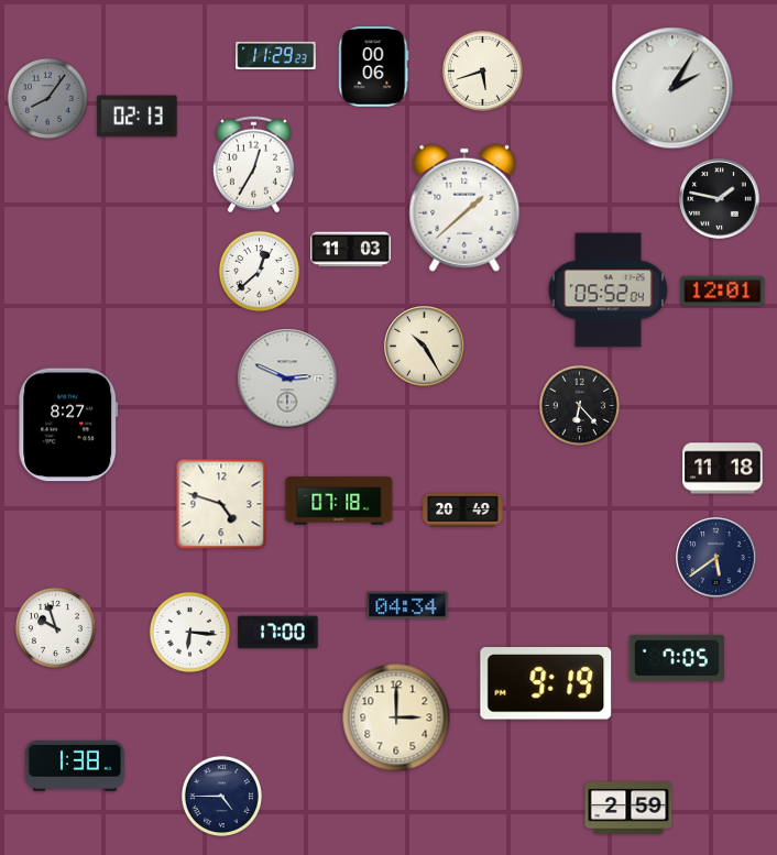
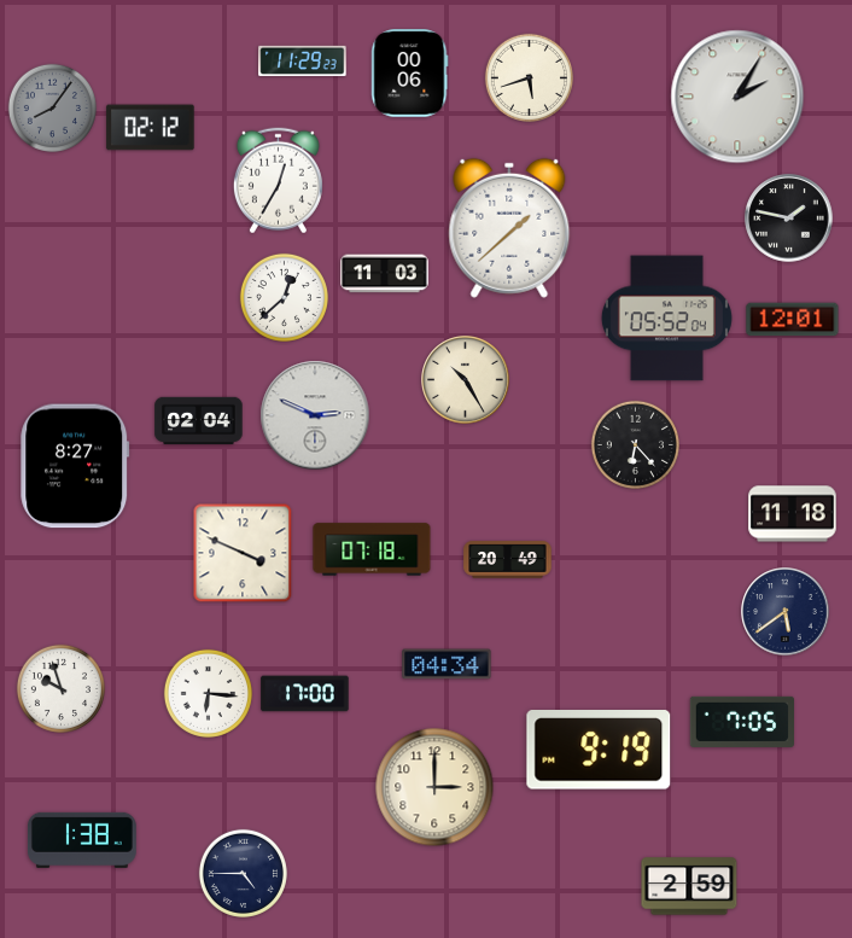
clock at (138, 117): 02:13 -> 02:12
clock at (199, 421): none -> 02:04
clock at (221, 504): 4:48 -> 3:49
